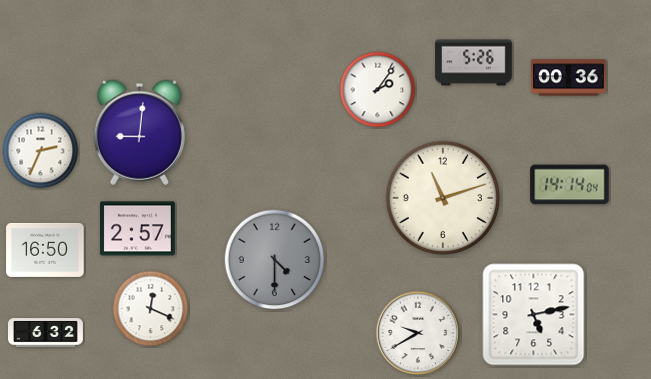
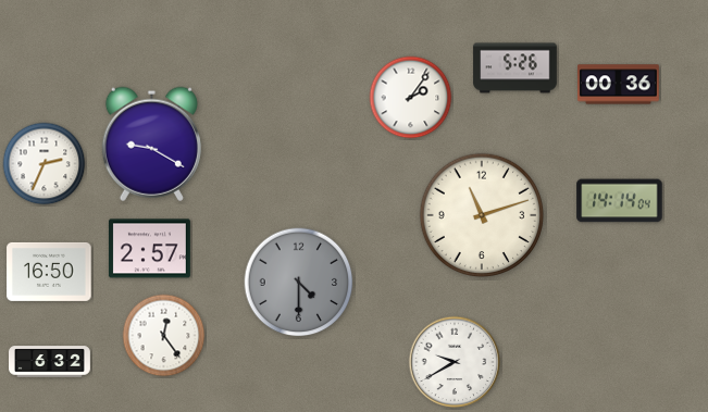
clock at (139, 132): 9:01 -> 9:20
clock at (151, 309): 12:19 -> 12:24
clock at (534, 315): 5:13 -> none
